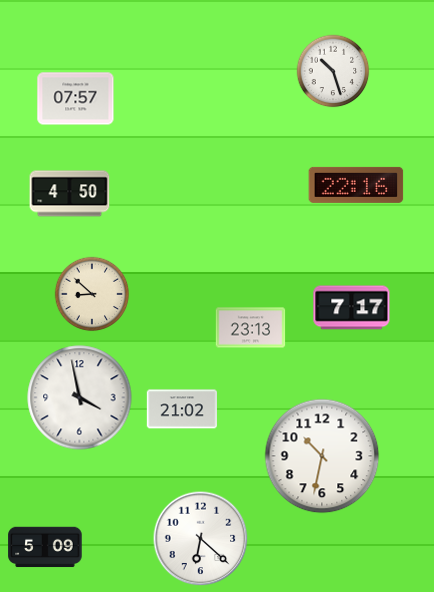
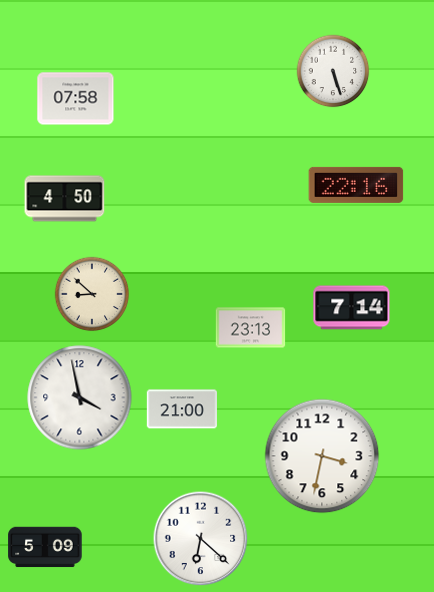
clock at (333, 71): 10:27 -> 5:27
clock at (76, 99): 07:57 -> 07:58
clock at (70, 194) position: (70, 194) -> (65, 199)
clock at (352, 308): 7:17 -> 7:14
clock at (181, 409): 21:02 -> 21:00
clock at (322, 456): 10:32 -> 3:32
